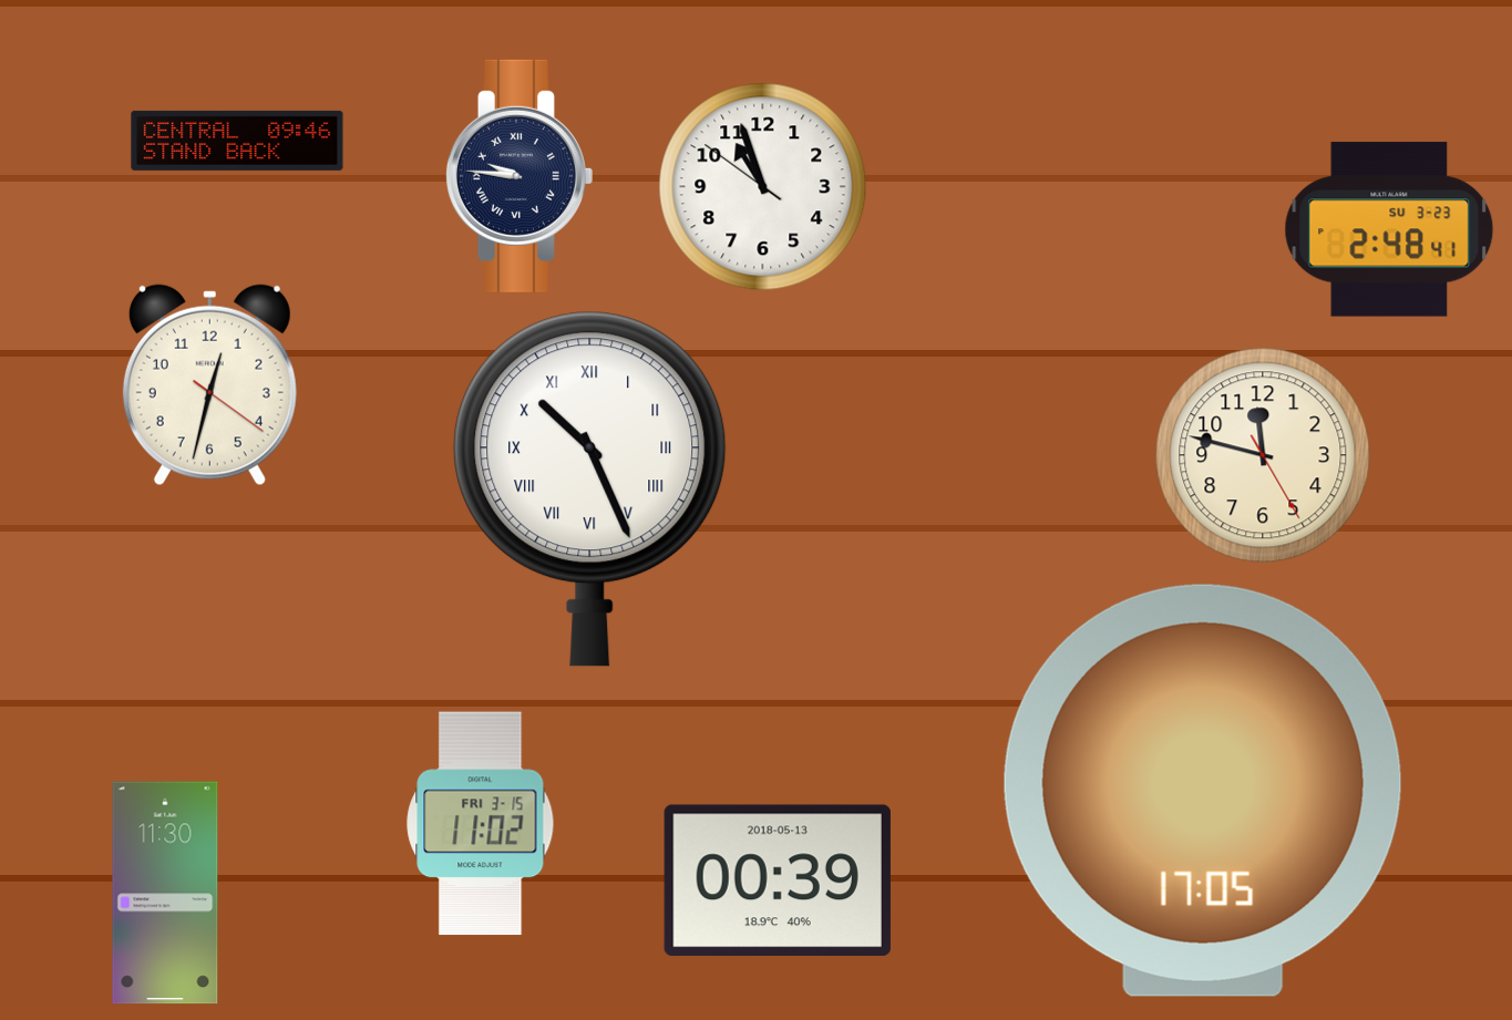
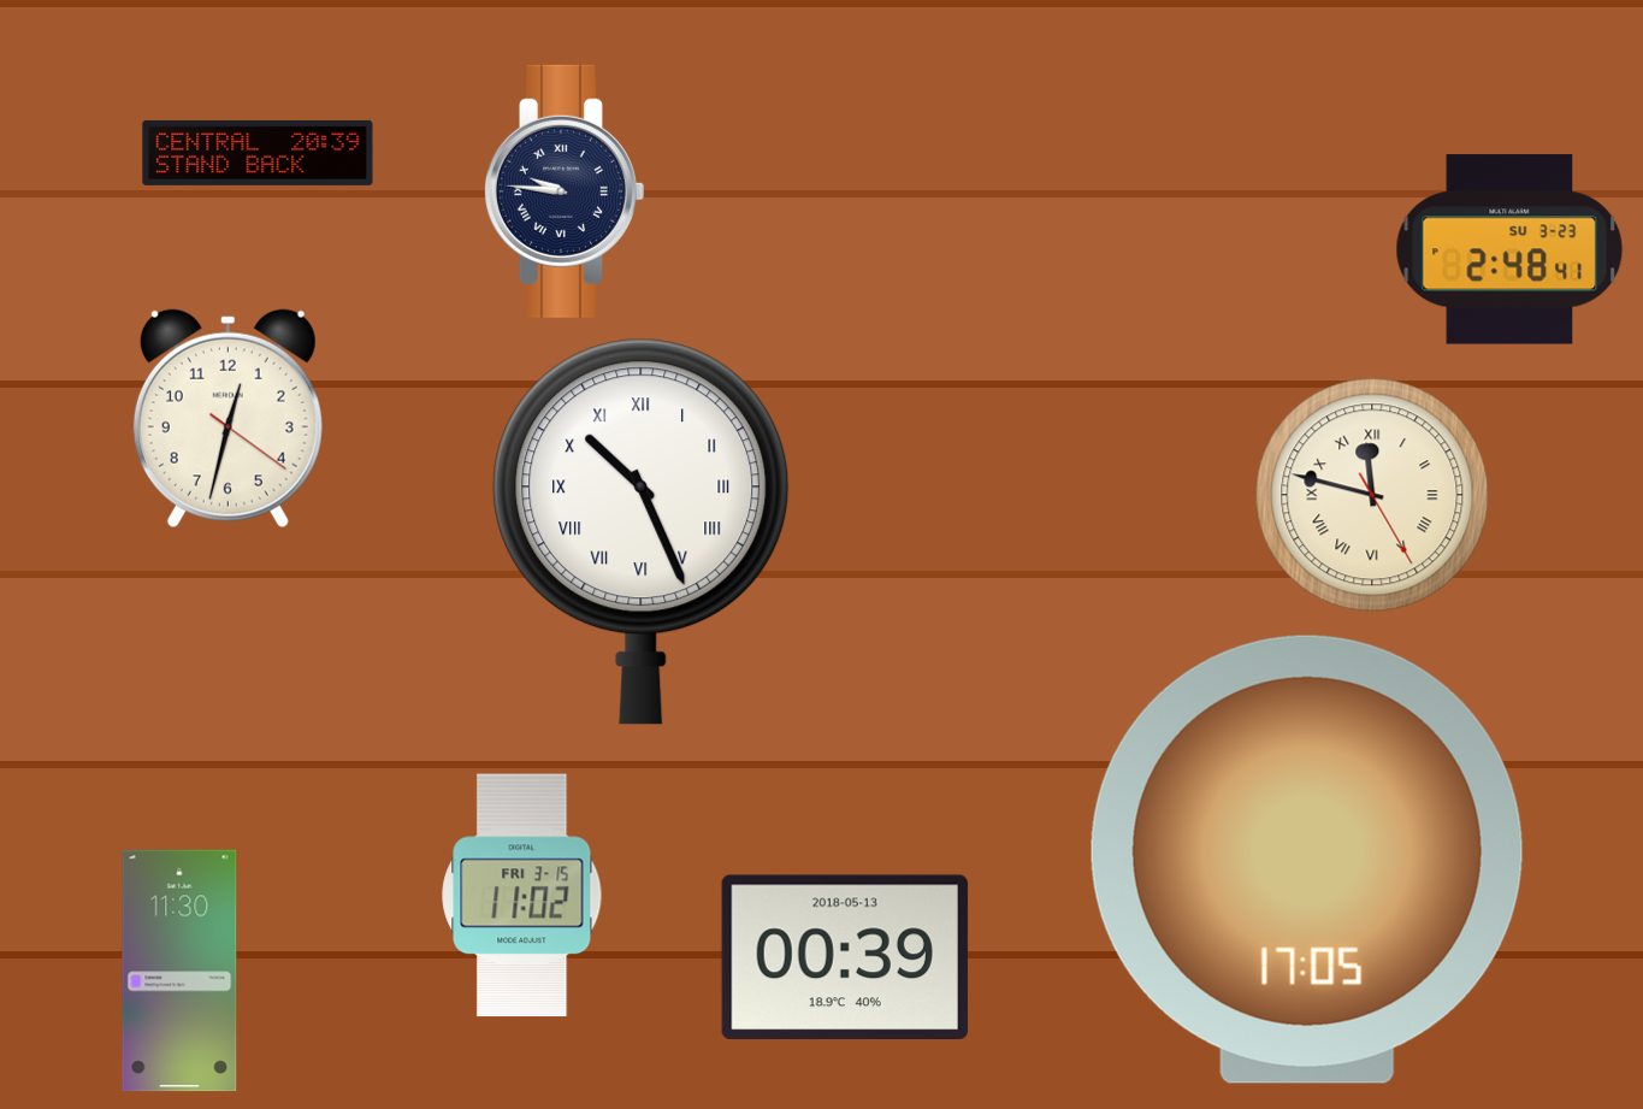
clock at (237, 141): 09:46 -> 20:39
clock at (763, 187): 10:56 -> none
clock at (1263, 455) numerals: Arabic -> Roman
